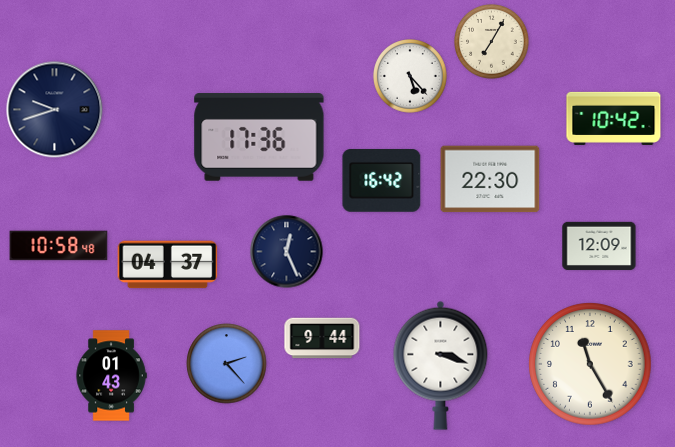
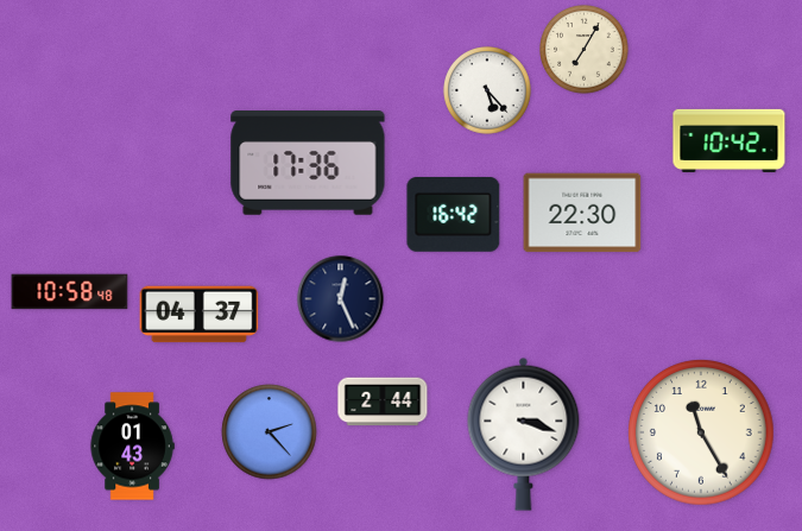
clock at (55, 110): 9:42 -> none
clock at (599, 246): 12:09 -> none
clock at (322, 338): 9:44 -> 2:44
